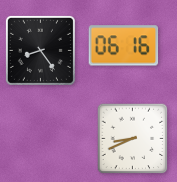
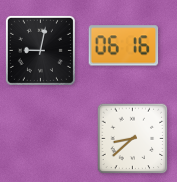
clock at (40, 50): 8:24 -> 9:02
clock at (133, 139): 8:41 -> 8:38
